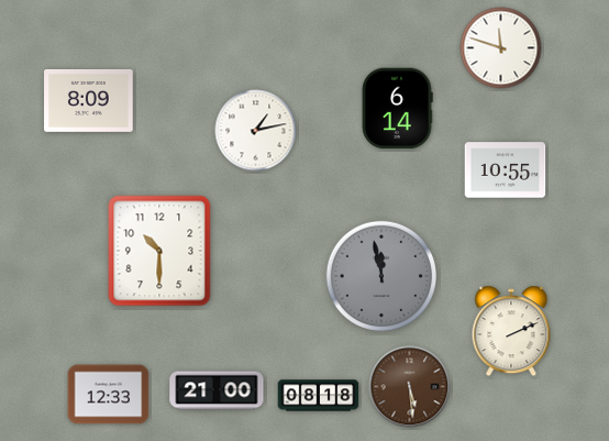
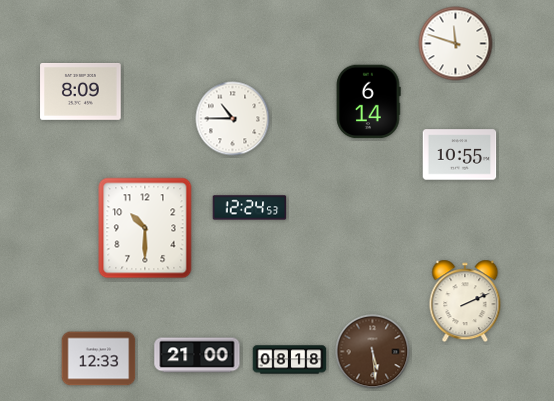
clock at (397, 109) position: (397, 109) -> (368, 102)
clock at (256, 131): 1:13 -> 10:45
clock at (250, 208): none -> 12:24
clock at (380, 275): 11:58 -> none
